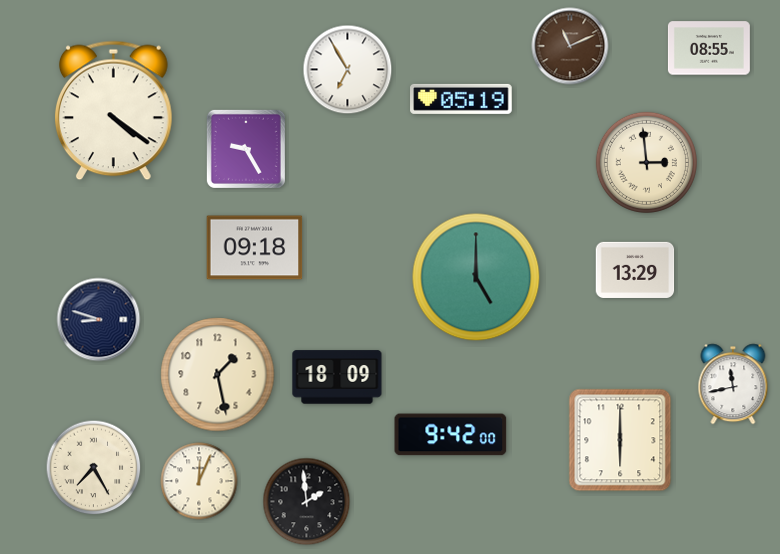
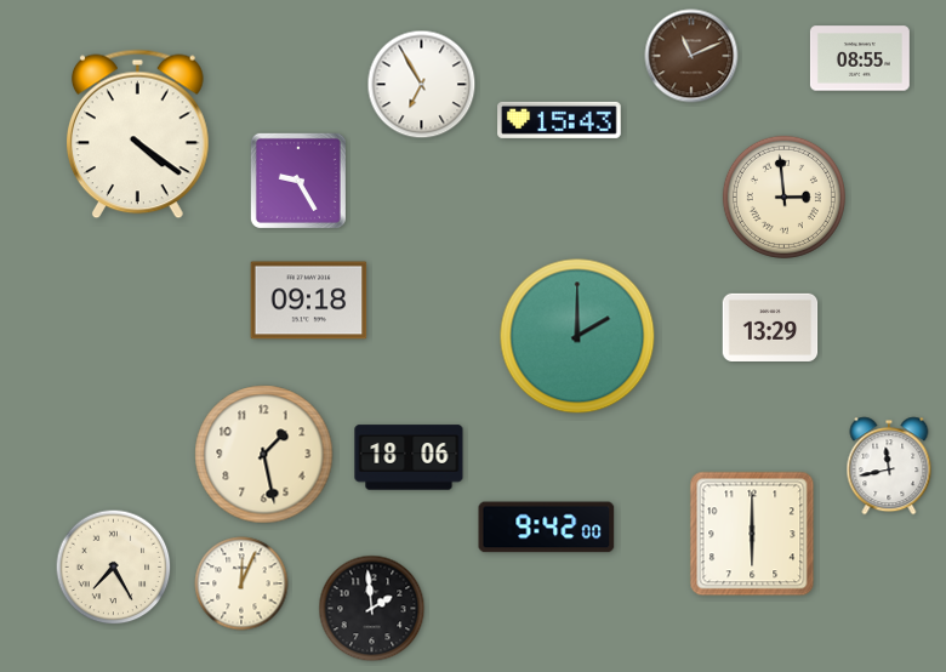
clock at (461, 99): 05:19 -> 15:43
clock at (476, 277): 5:00 -> 2:00
clock at (99, 320): 8:48 -> none
clock at (337, 377): 18:09 -> 18:06
